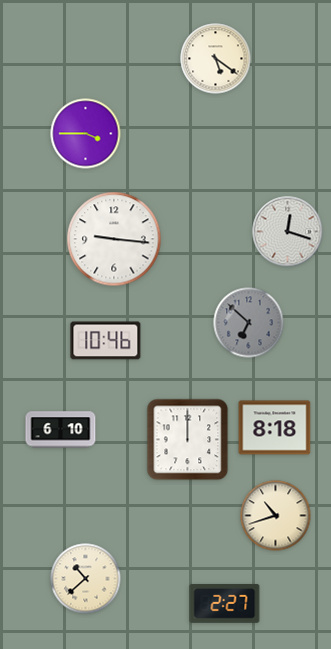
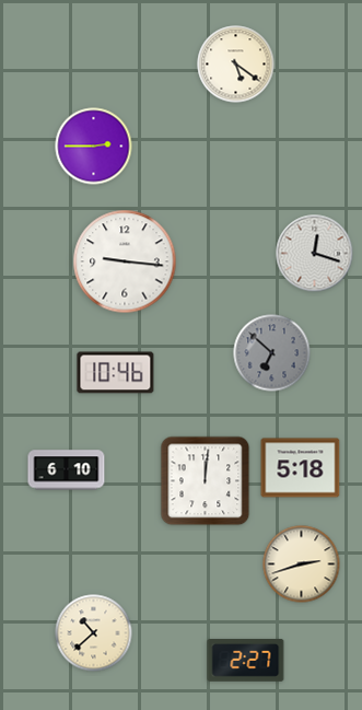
clock at (86, 134): 3:45 -> 2:45
clock at (275, 428): 8:18 -> 5:18
clock at (188, 440): 12:00 -> 12:01
clock at (276, 516): 10:42 -> 2:42
